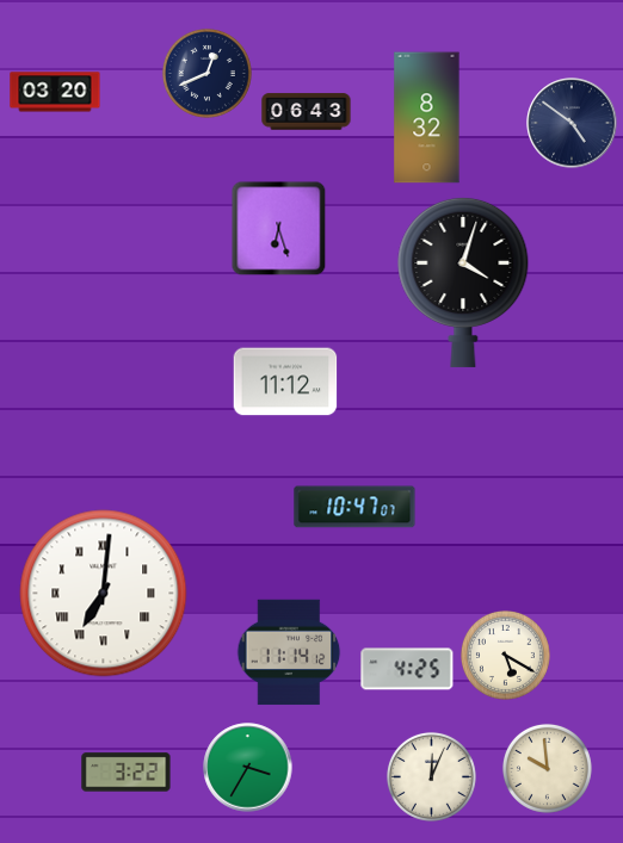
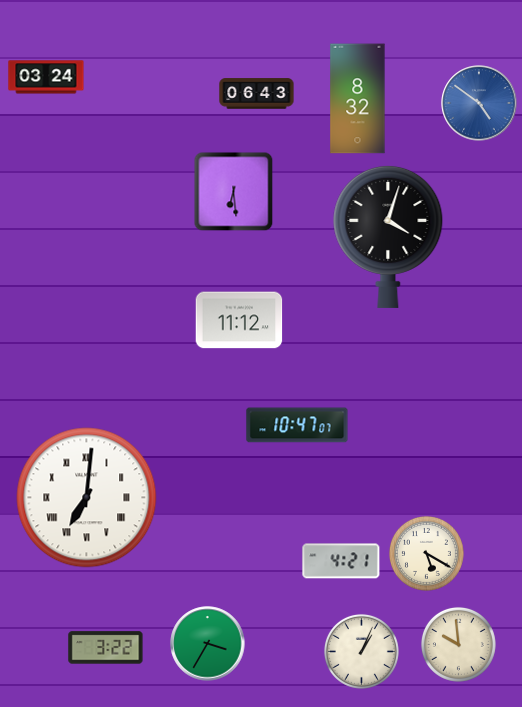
clock at (206, 73): 12:41 -> none
clock at (55, 92): 03:20 -> 03:24
clock at (572, 123) dial: navy -> blue
clock at (279, 229): 6:27 -> 6:29
clock at (289, 652): 11:14 -> none
clock at (505, 655) position: (505, 655) -> (426, 553)
clock at (407, 669): 4:25 -> 4:21
clock at (431, 776): 12:04 -> 1:04
